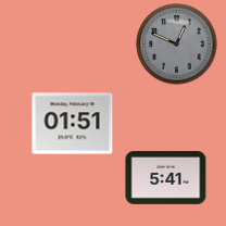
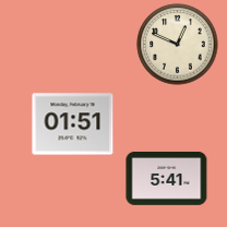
clock at (177, 45) dial: grey -> cream
